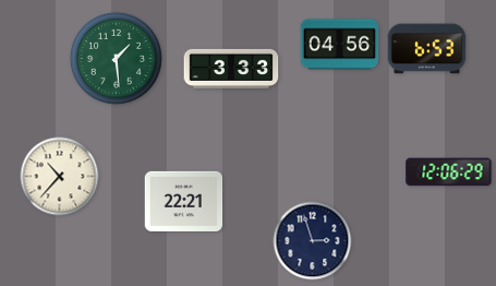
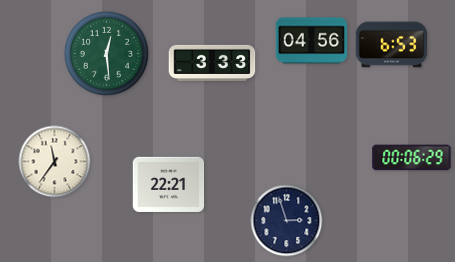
clock at (116, 58): 1:29 -> 12:29
clock at (449, 172): 12:06 -> 00:06
clock at (60, 177): 10:37 -> 11:36
